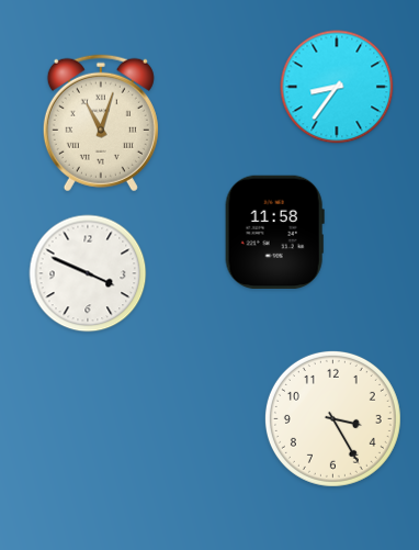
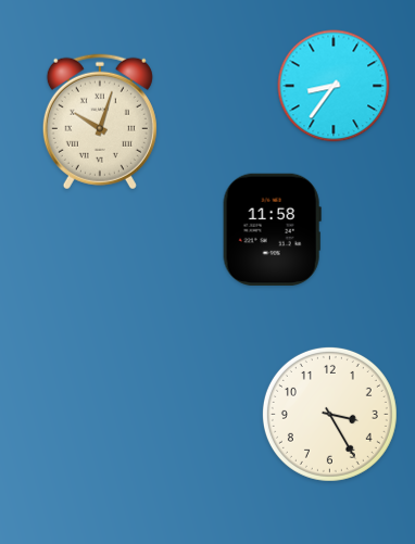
clock at (101, 123): 11:03 -> 10:03
clock at (88, 273): 3:49 -> none
